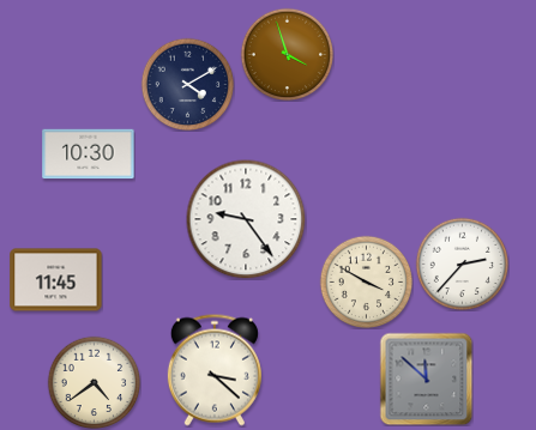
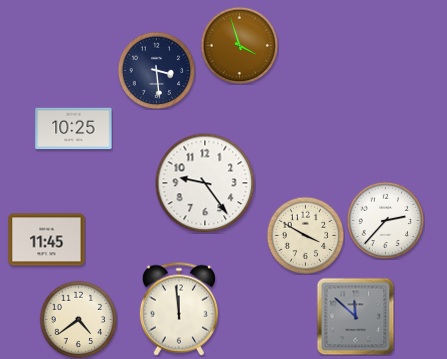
clock at (187, 84): 4:10 -> 3:29
clock at (89, 155): 10:30 -> 10:25
clock at (56, 280) position: (56, 280) -> (47, 240)
clock at (215, 370): 3:22 -> 11:59
